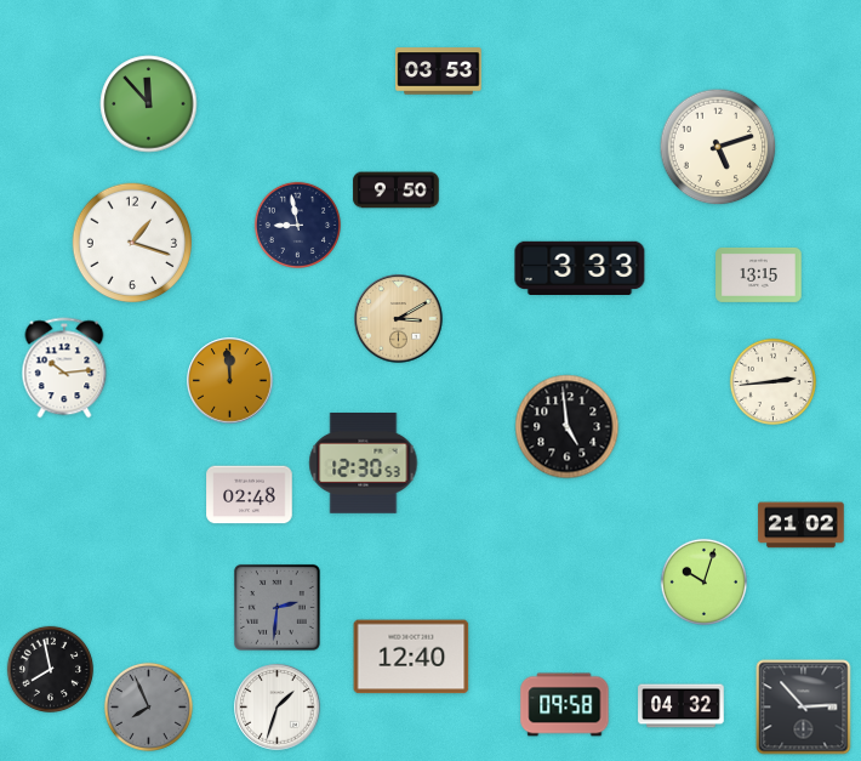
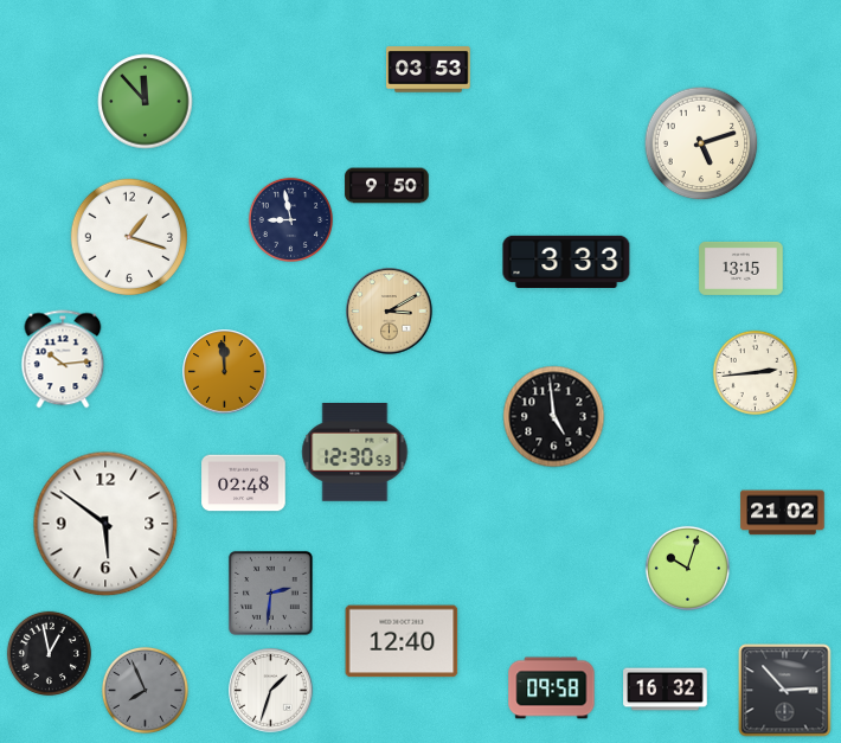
clock at (105, 524): none -> 5:51
clock at (50, 669): 7:58 -> 12:58
clock at (682, 706): 04:32 -> 16:32
